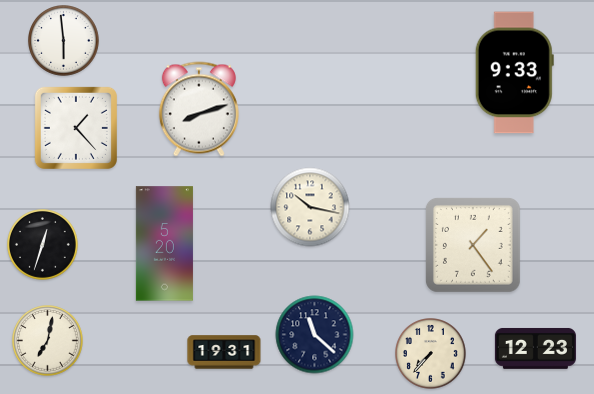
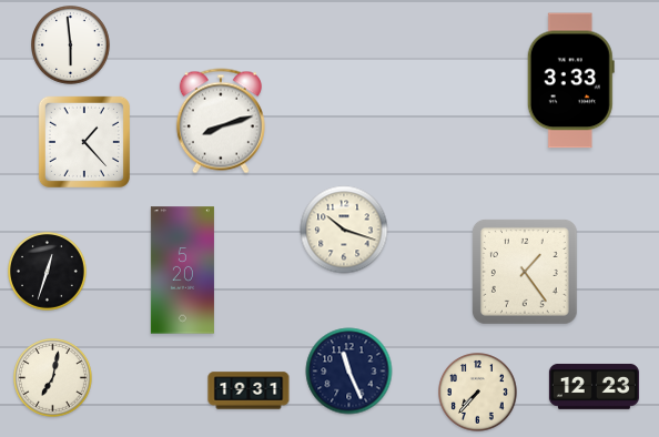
clock at (514, 73): 9:33 -> 3:33
clock at (310, 207): 10:17 -> 10:18
clock at (315, 335): 11:22 -> 11:26
